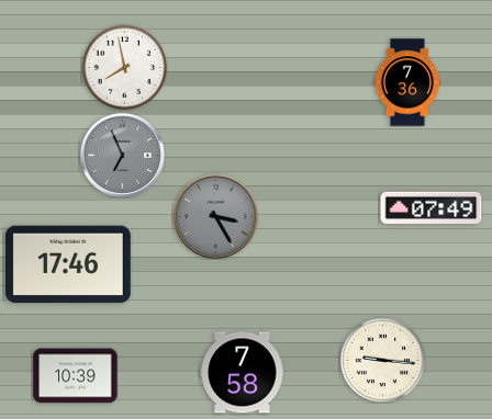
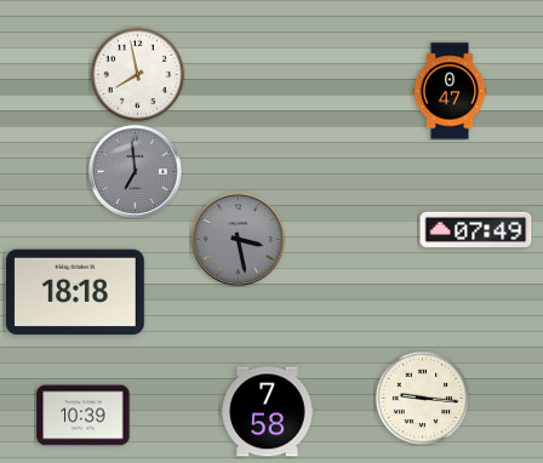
clock at (407, 82): 7:36 -> 0:47
clock at (122, 155): 6:56 -> 6:59
clock at (215, 216): 3:25 -> 3:28
clock at (68, 264): 17:46 -> 18:18
